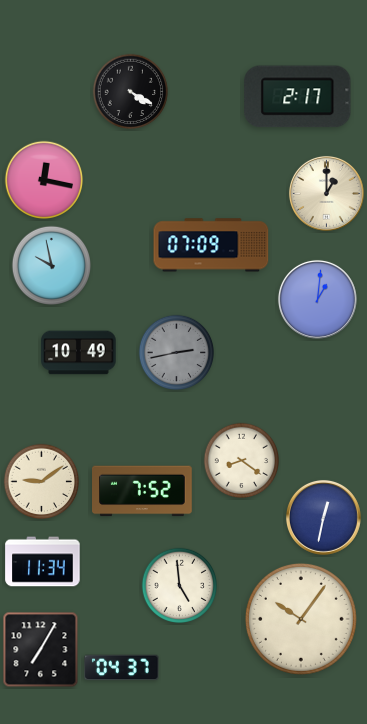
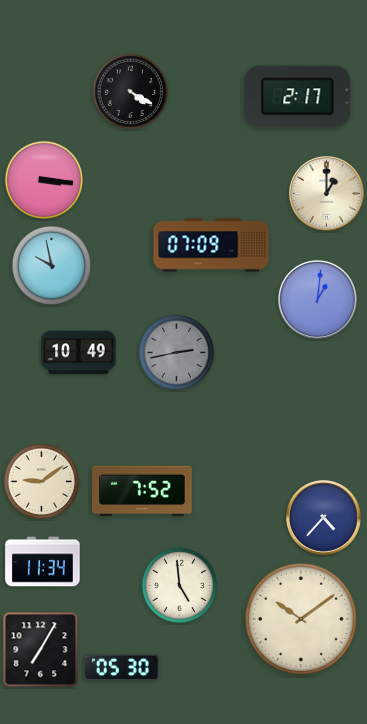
clock at (44, 180): 12:17 -> 3:16
clock at (242, 461): 8:21 -> none
clock at (323, 517): 12:32 -> 4:37
clock at (301, 619): 10:06 -> 10:09
clock at (122, 668): 04:37 -> 05:30
